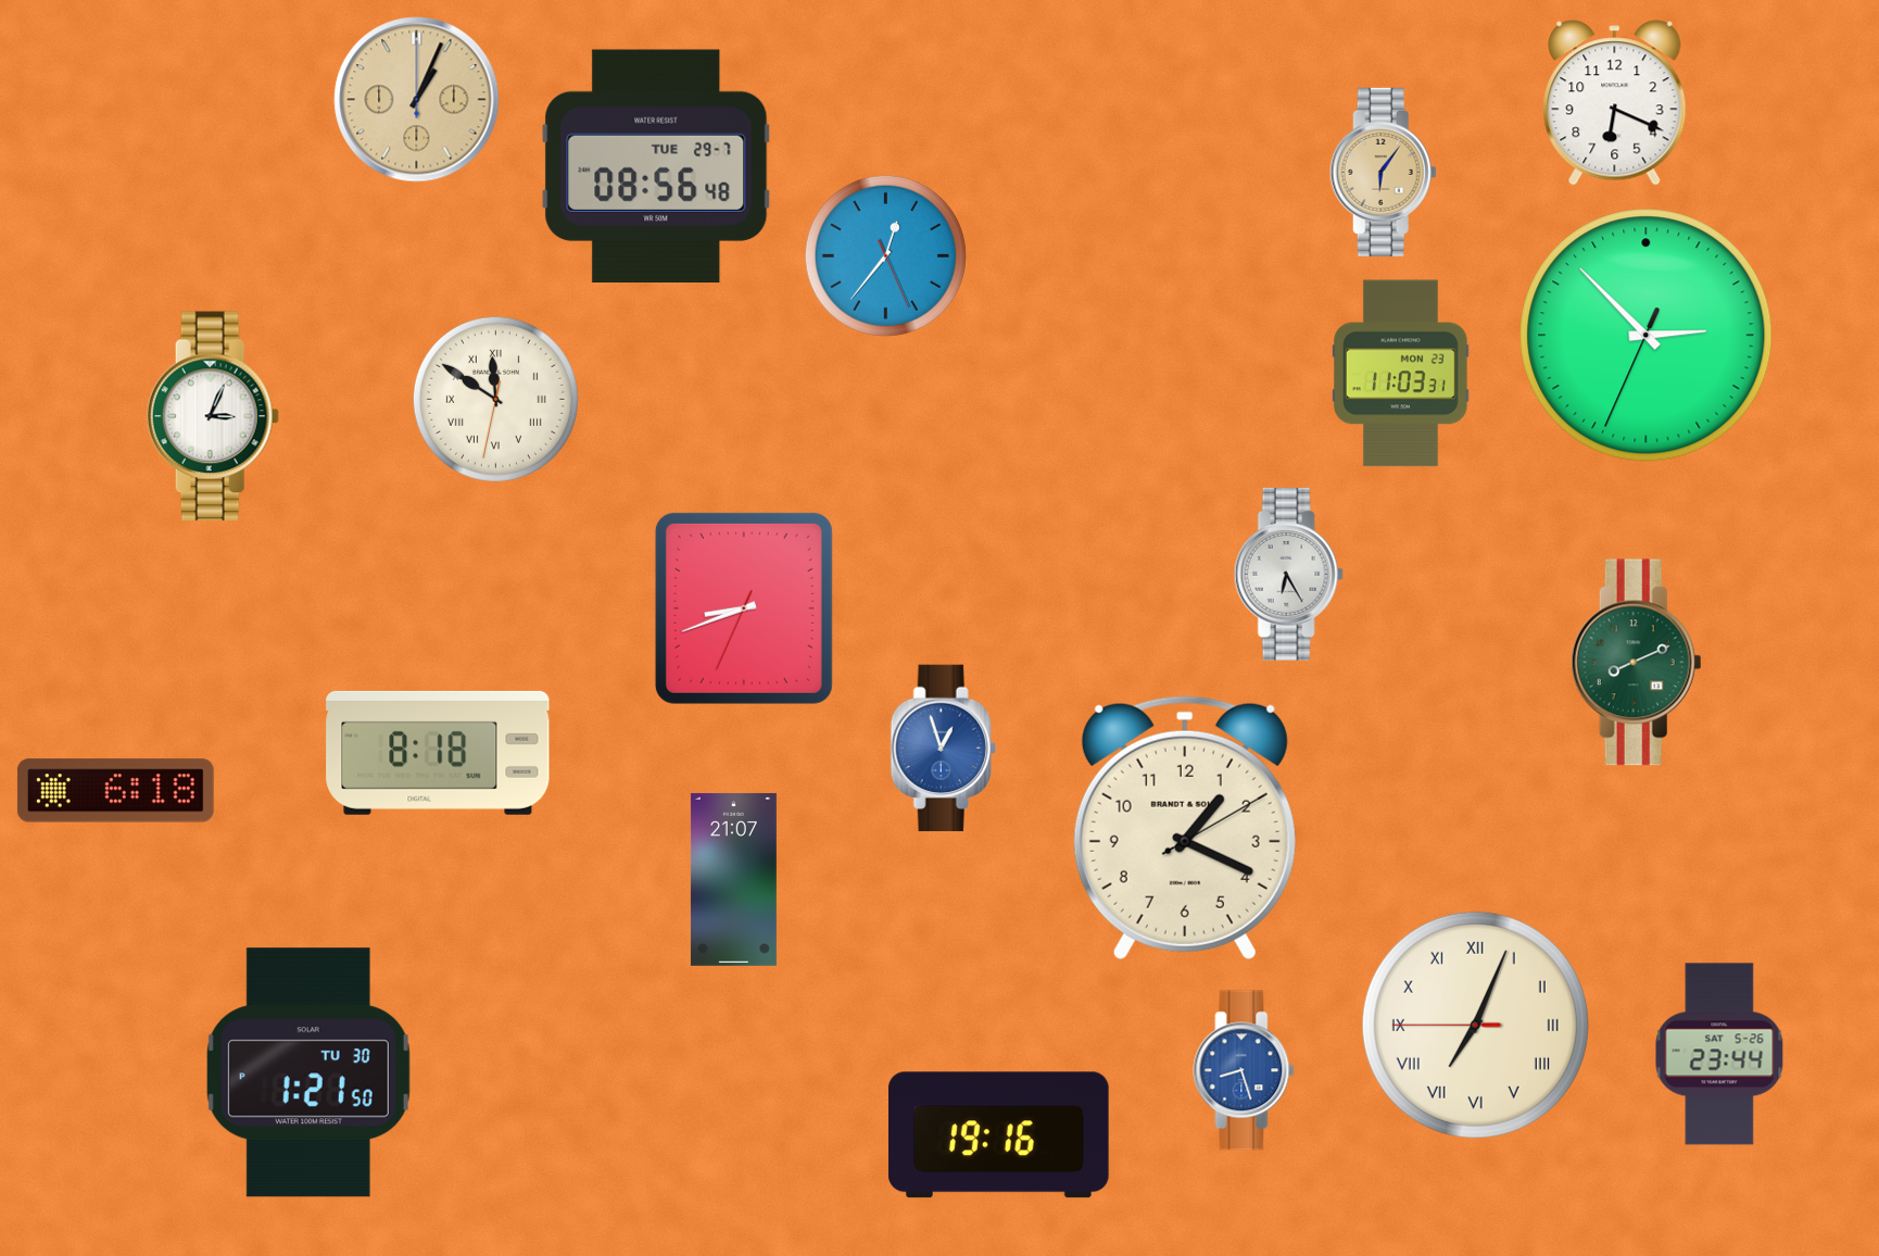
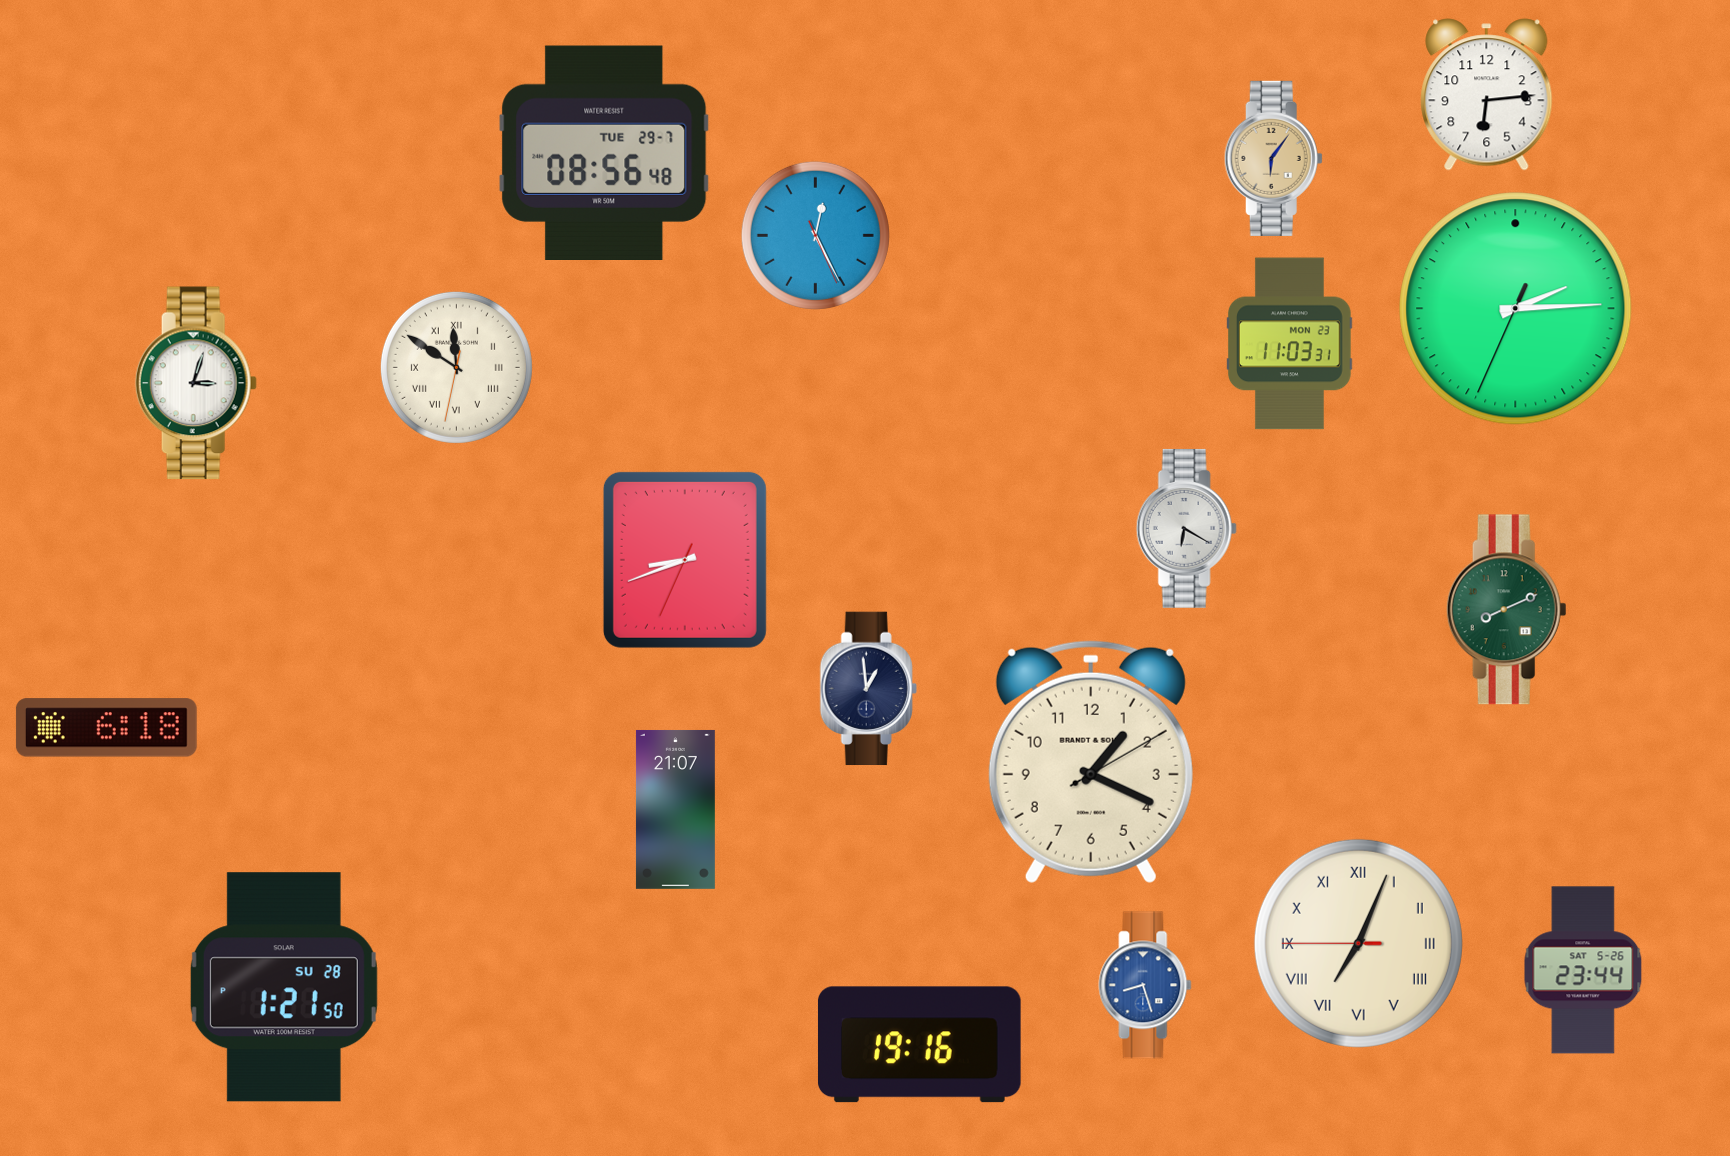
clock at (417, 100): 1:04 -> none
clock at (1615, 103): 6:19 -> 6:14
clock at (885, 255): 12:36 -> 12:25
clock at (1647, 336): 2:52 -> 2:14
clock at (213, 416): 3:04 -> 3:03
clock at (1288, 574): 6:25 -> 6:20
clock at (943, 749): 12:57 -> 12:59
clock at (943, 749) dial: blue -> navy
clock at (438, 753): 8:18 -> none
clock at (308, 1072) date: TU 30 -> SU 28
